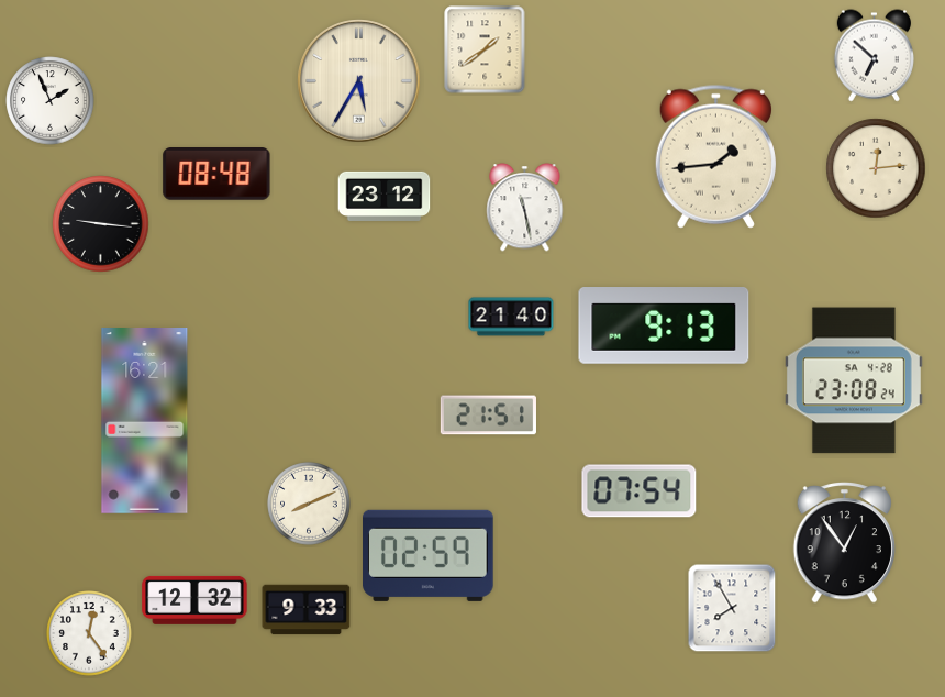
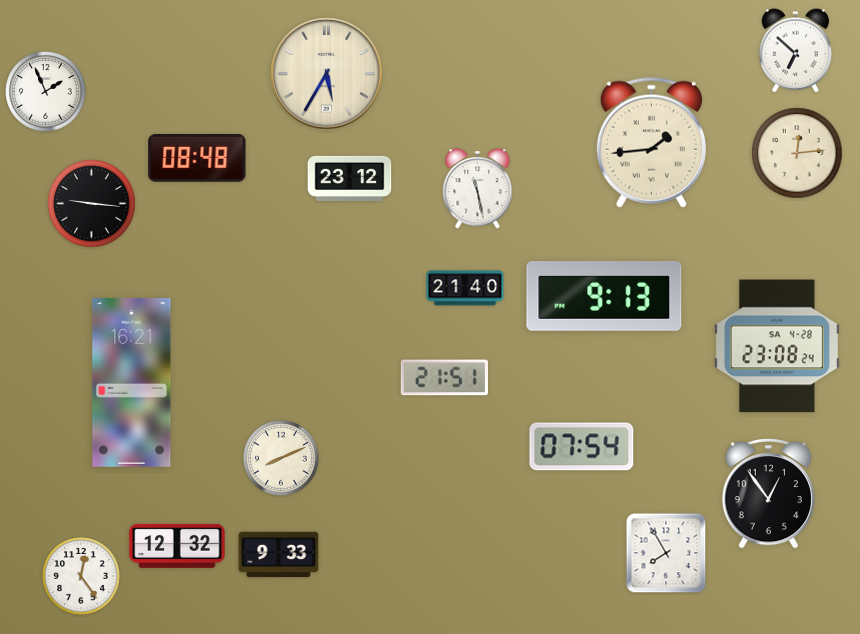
clock at (485, 49): 1:39 -> none
clock at (429, 555): 02:59 -> none
